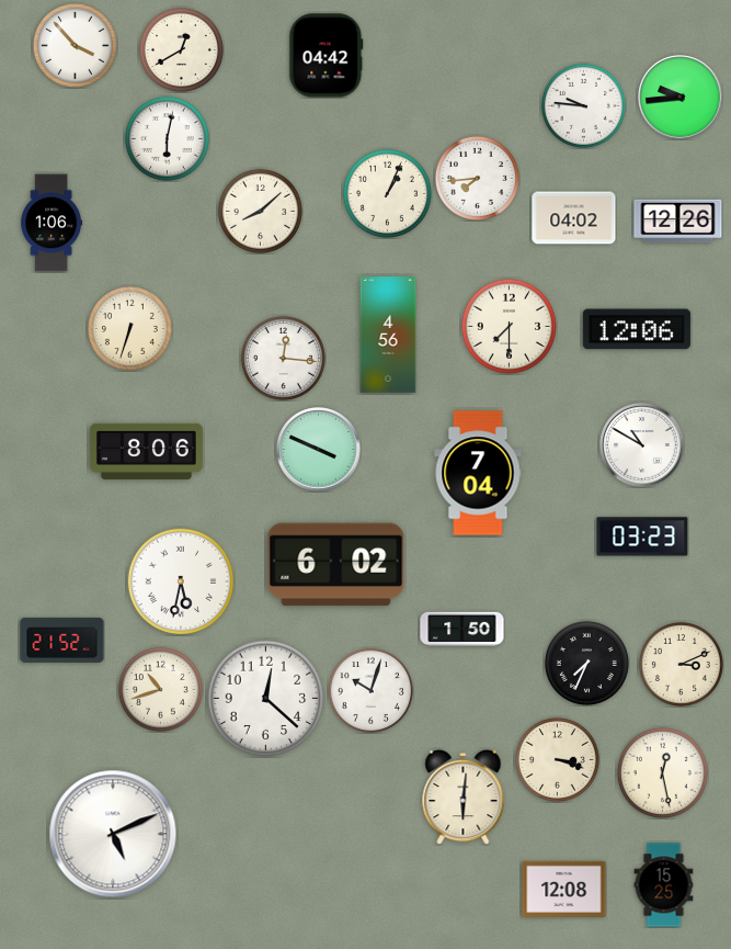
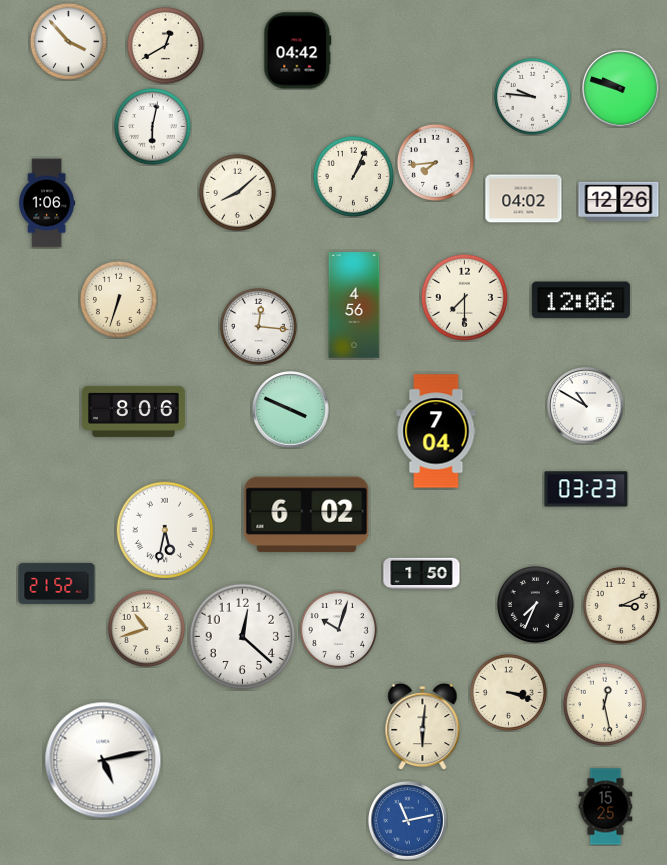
clock at (681, 98): 9:44 -> 9:48
clock at (113, 834): 5:11 -> 5:13
clock at (564, 889): 12:08 -> none
clock at (408, 821): none -> 11:13
